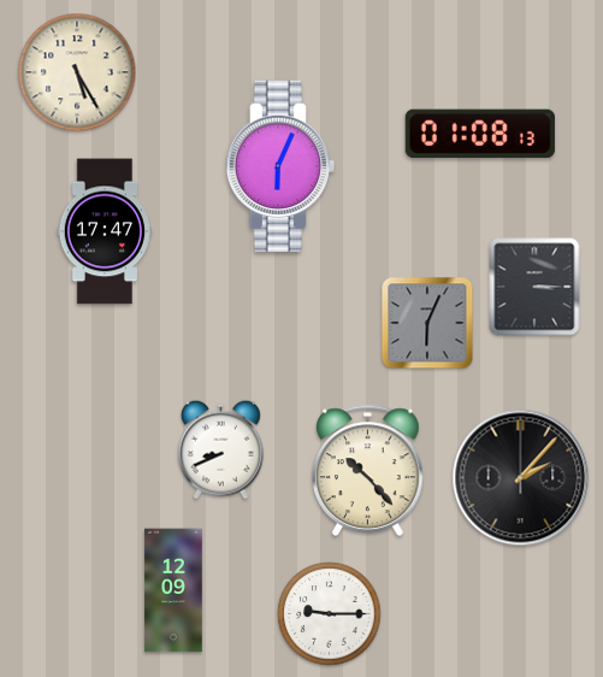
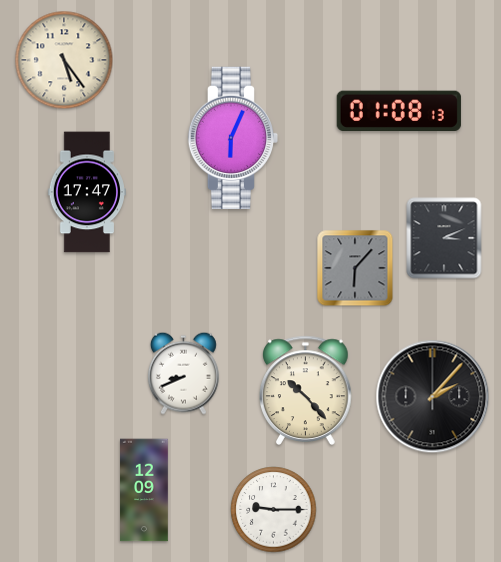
clock at (77, 72): 5:25 -> 5:24
clock at (534, 287): 3:15 -> 3:11
clock at (427, 323): 6:04 -> 6:07
